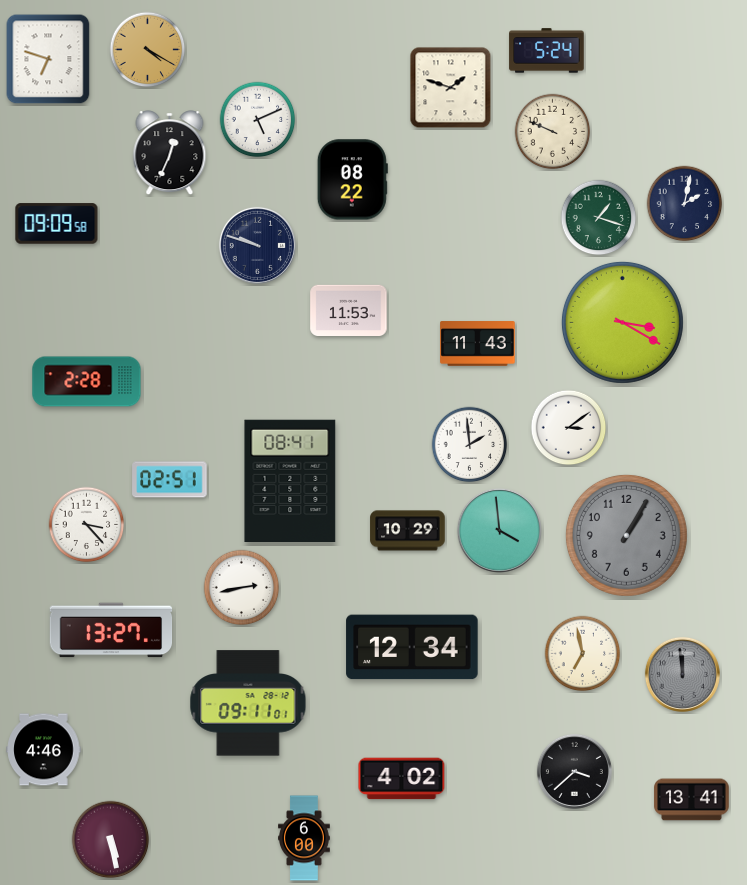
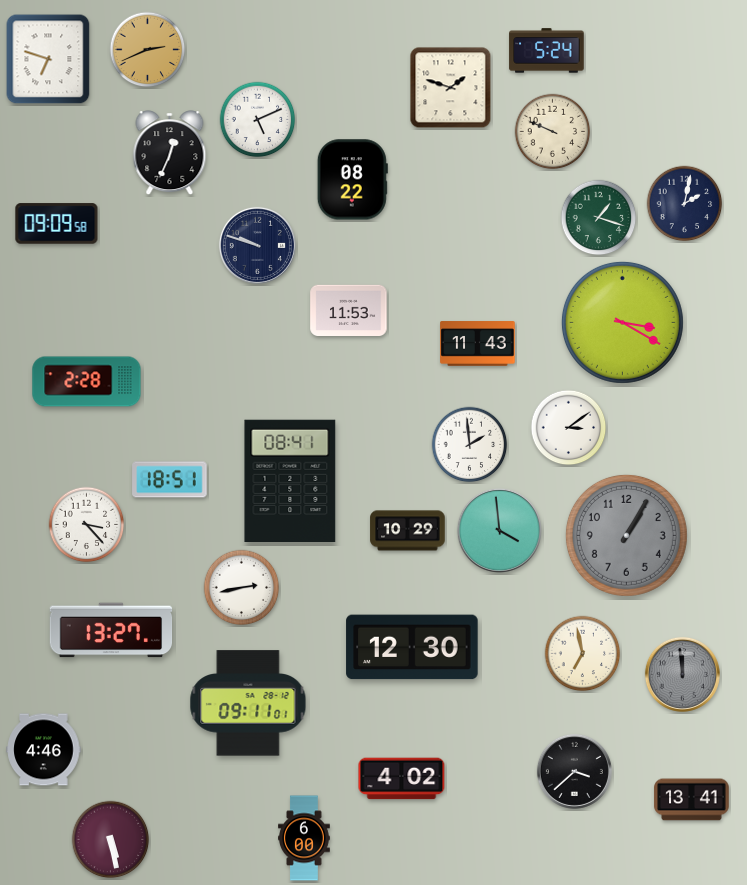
clock at (148, 50): 4:20 -> 2:41
clock at (170, 480): 02:51 -> 18:51
clock at (412, 647): 12:34 -> 12:30
